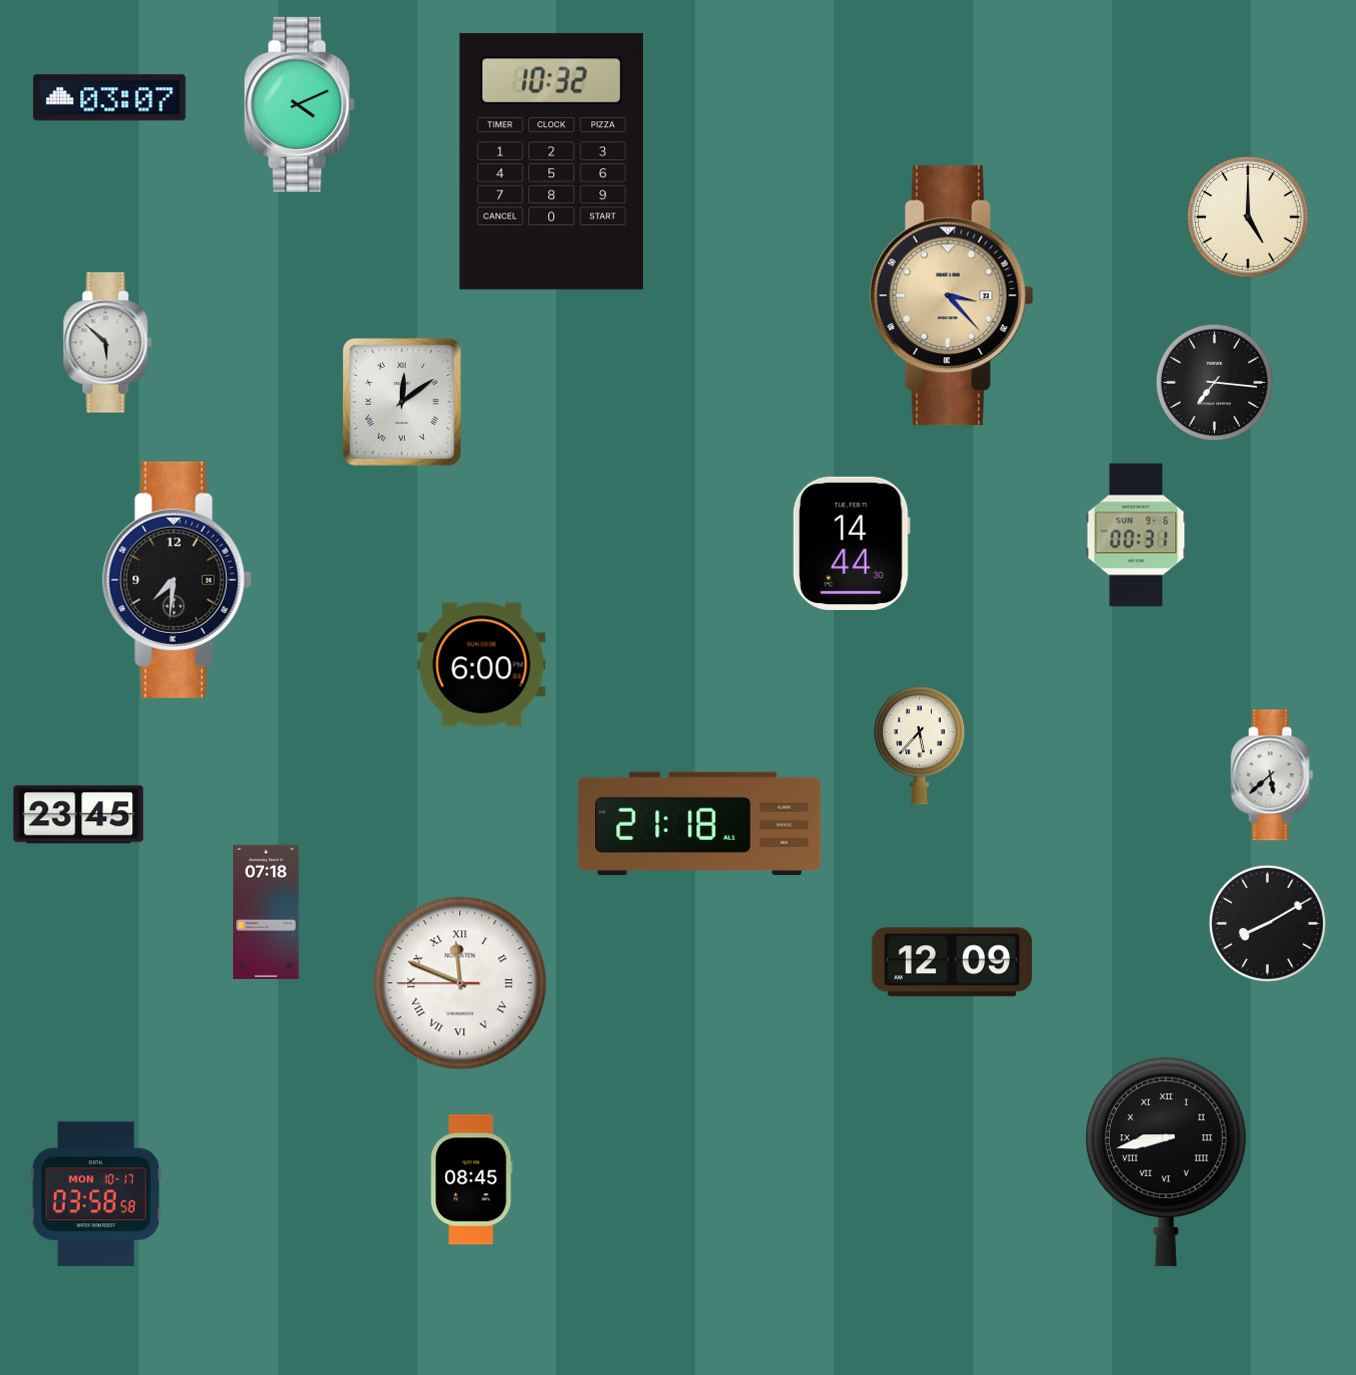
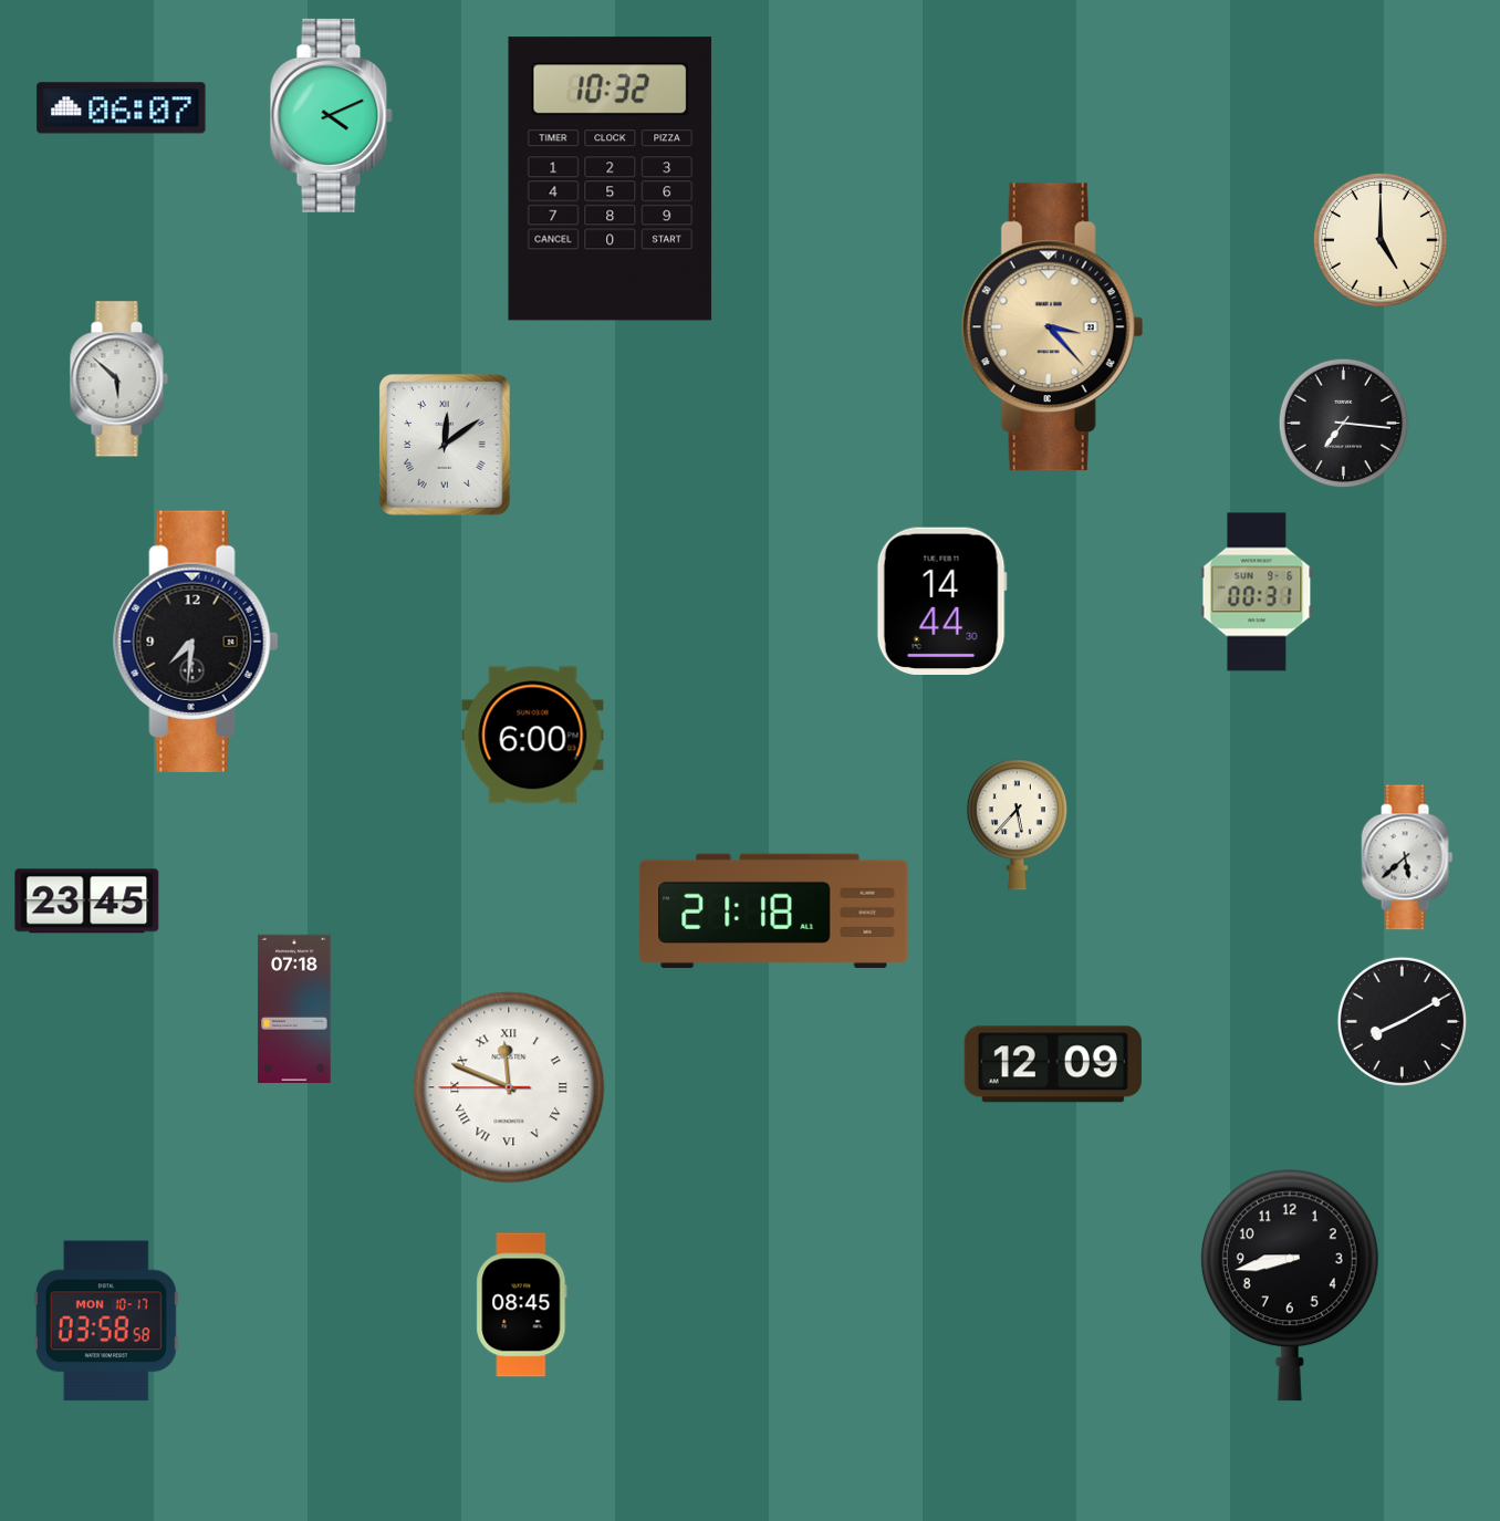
clock at (110, 98): 03:07 -> 06:07
clock at (1166, 1162) numerals: Roman -> Arabic
